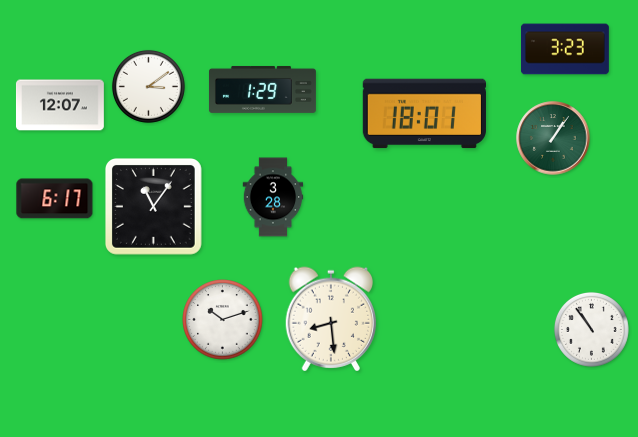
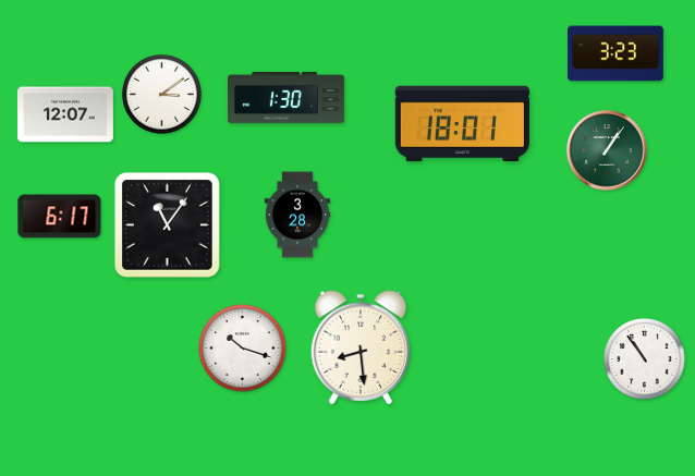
clock at (262, 89): 1:29 -> 1:30
clock at (553, 138) position: (553, 138) -> (607, 150)
clock at (223, 320): 10:12 -> 10:18
